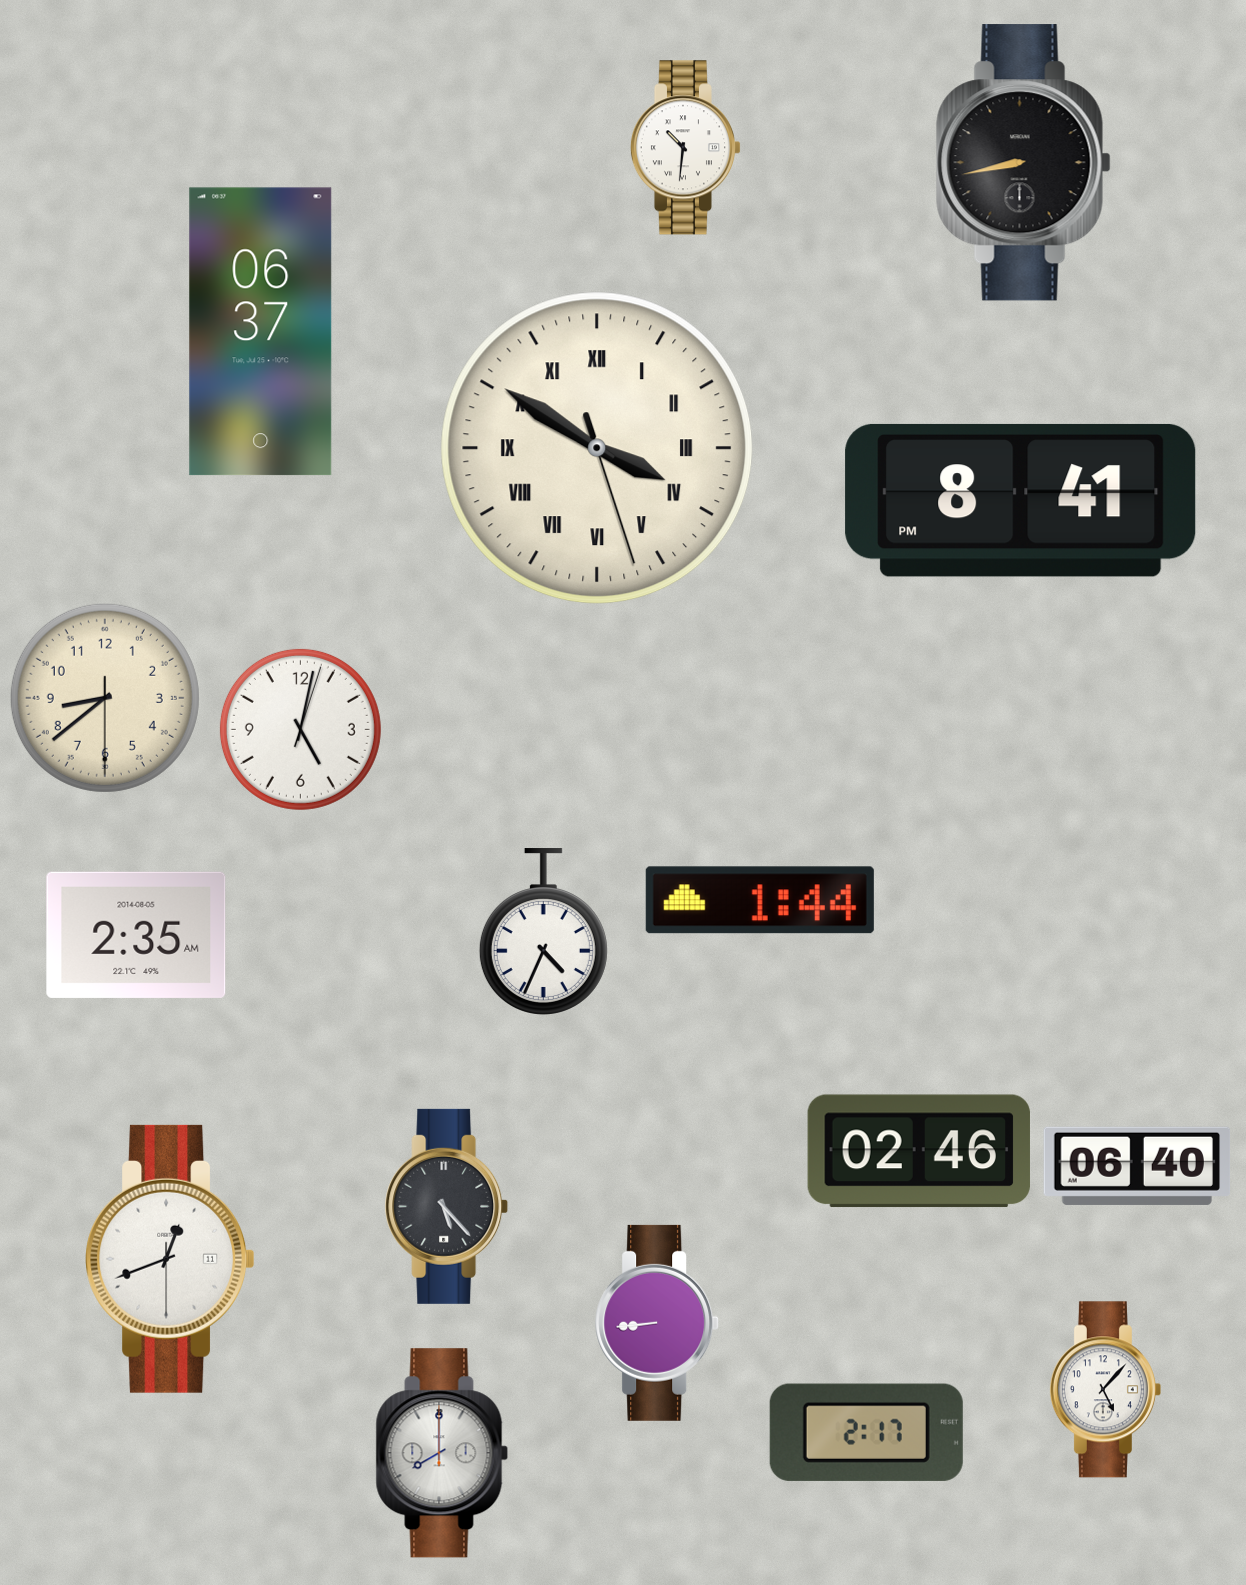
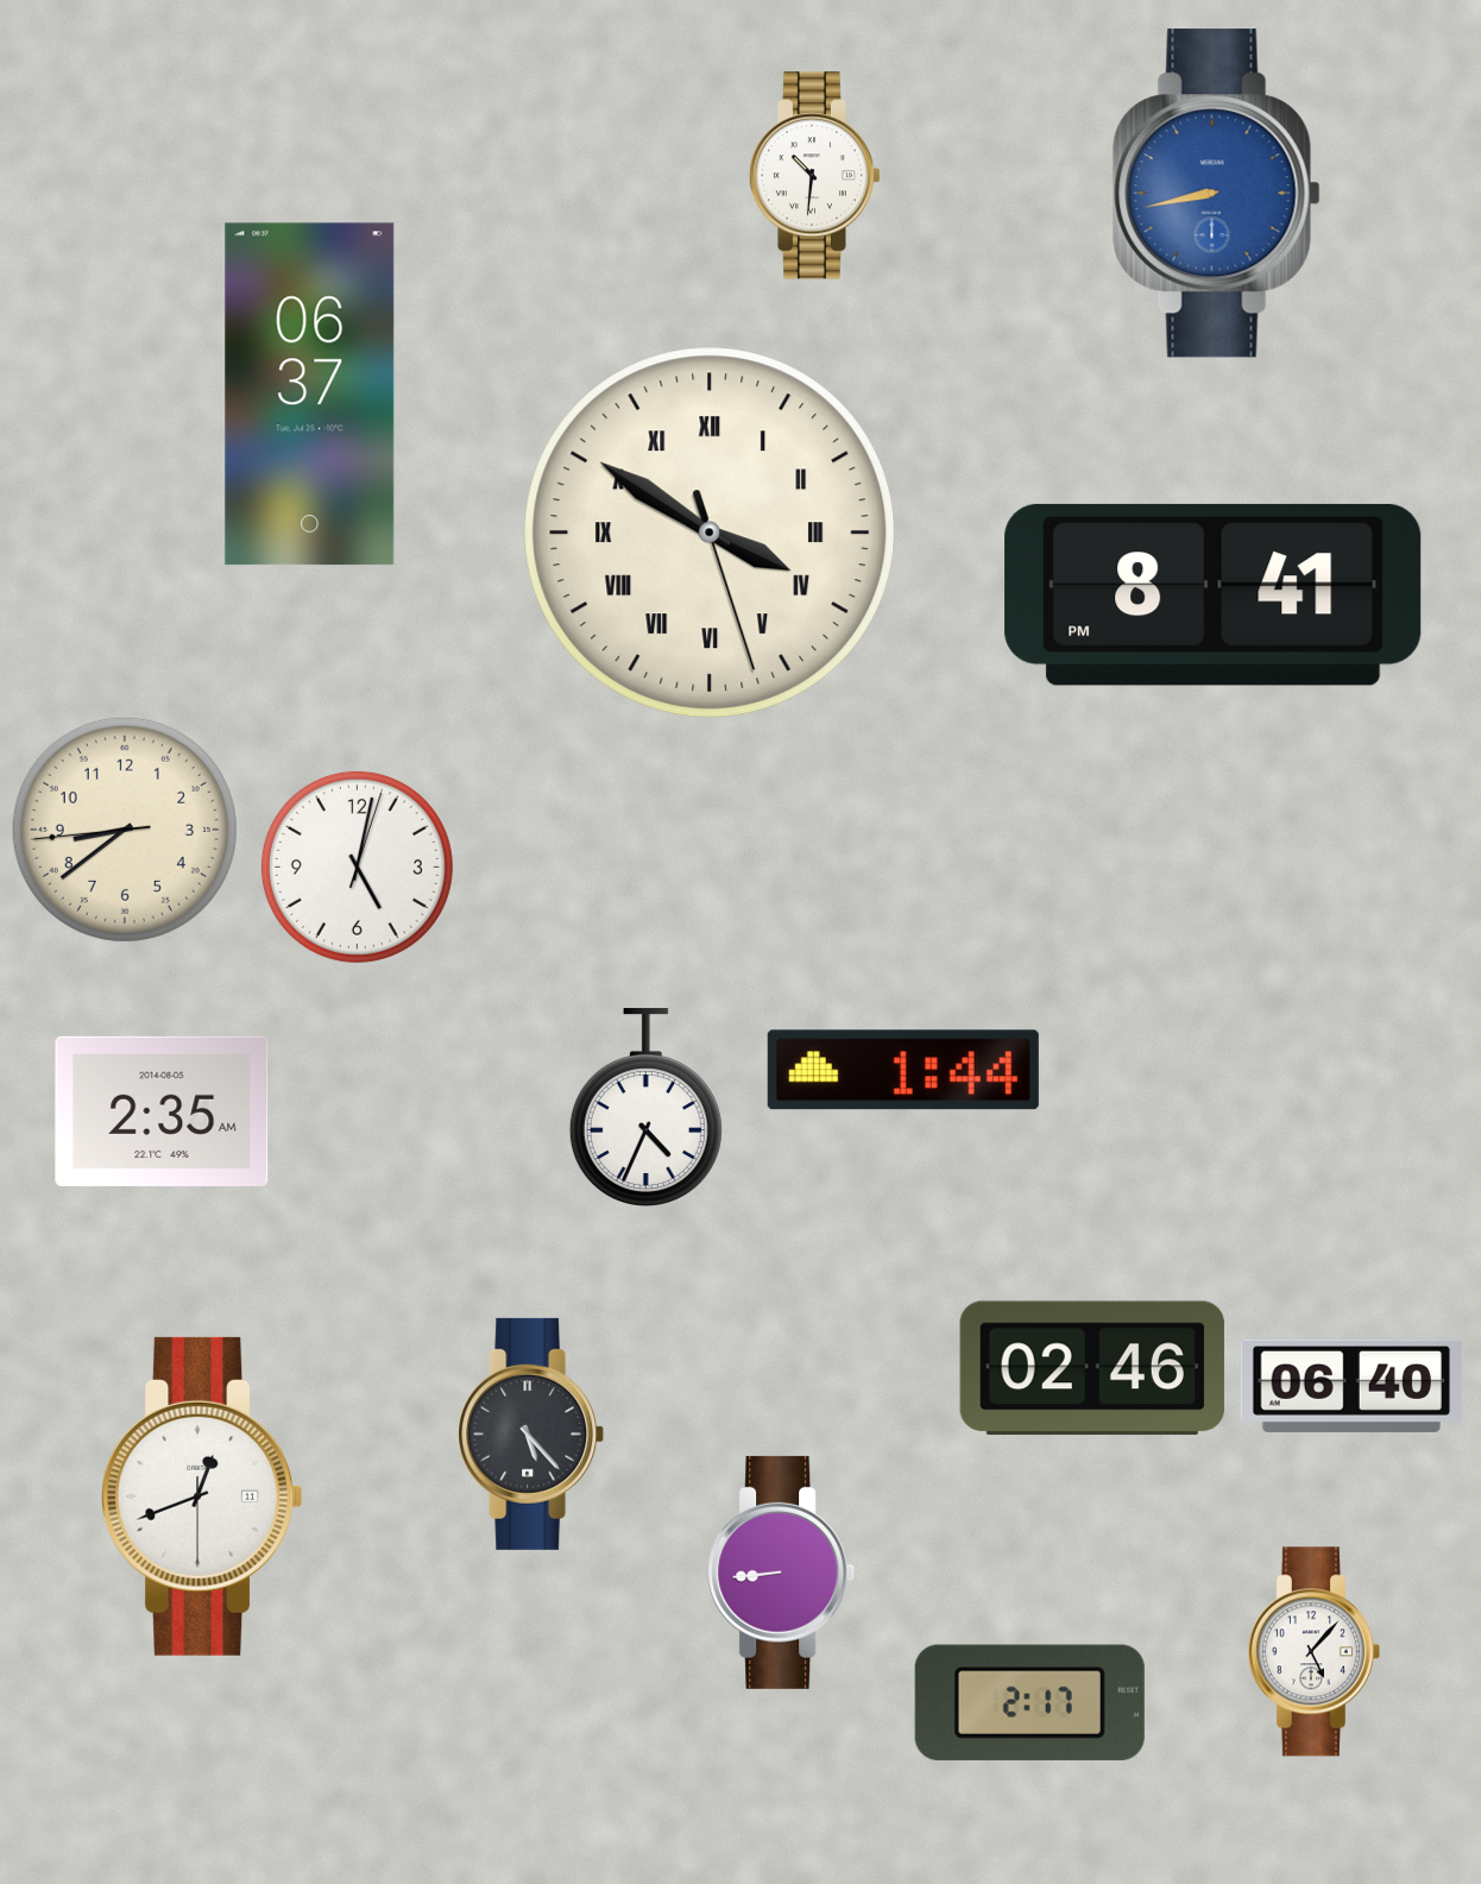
clock at (1023, 163) dial: black -> blue
clock at (105, 698): 8:38:30 -> 8:38:44
clock at (442, 1453): 8:00 -> none
